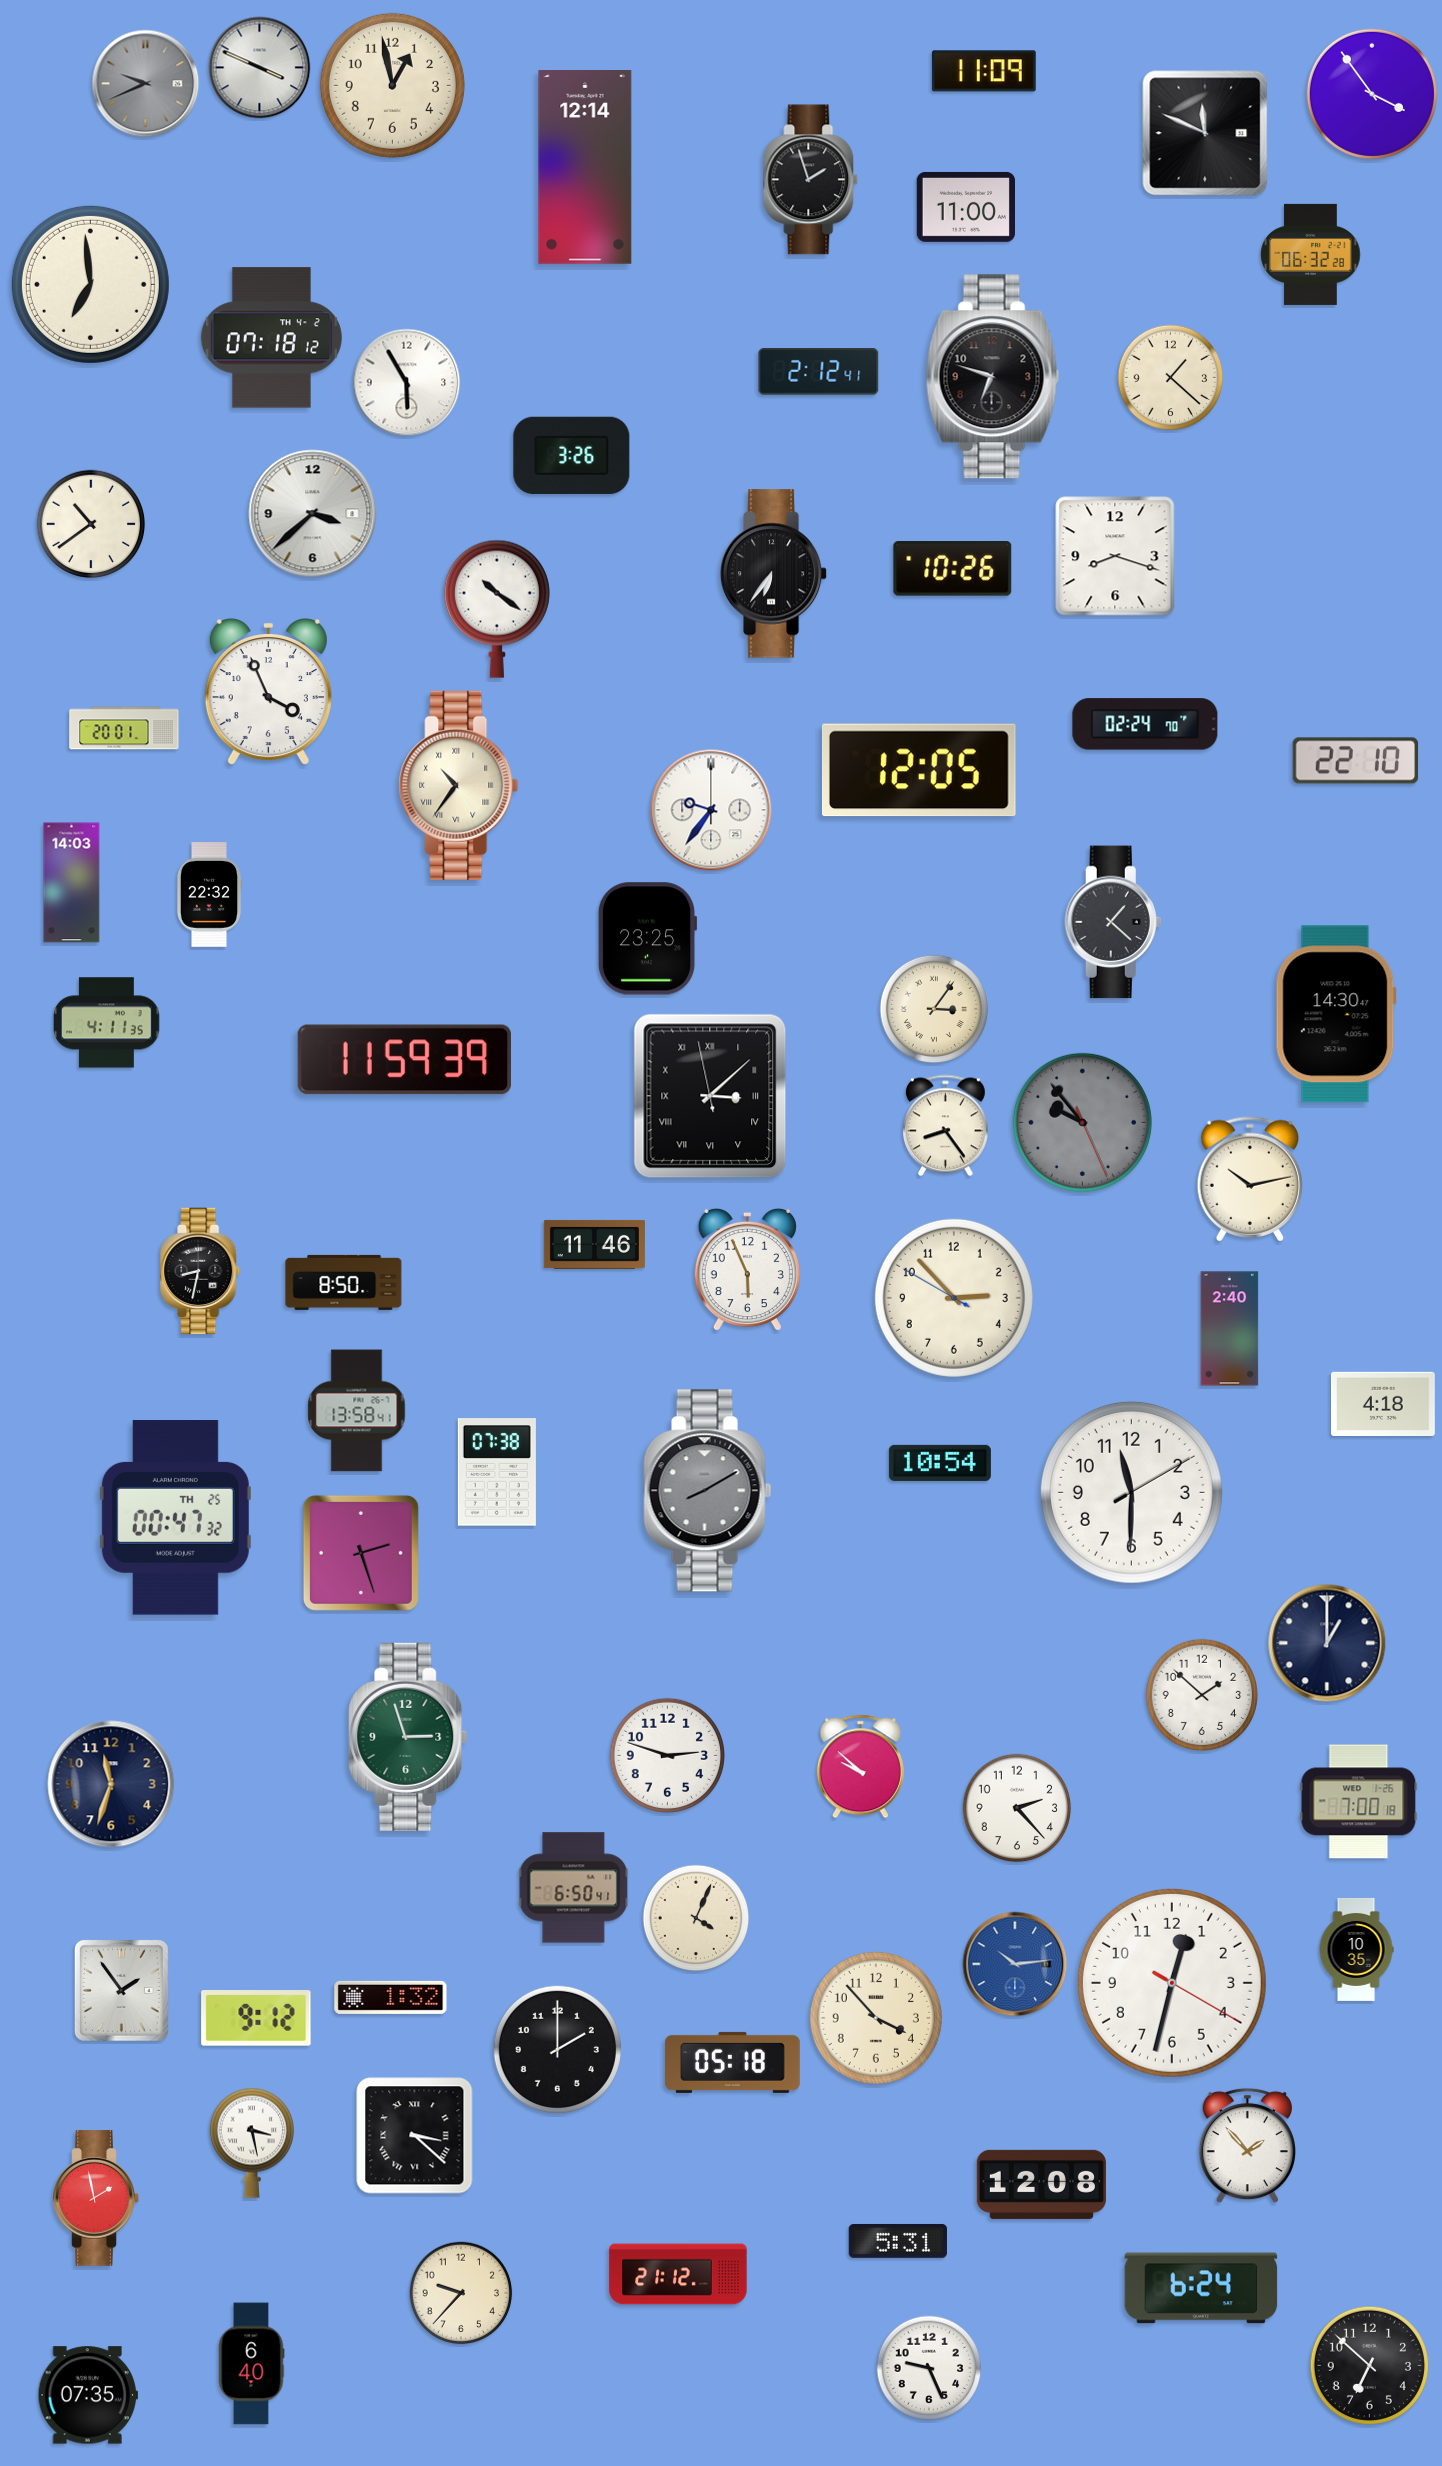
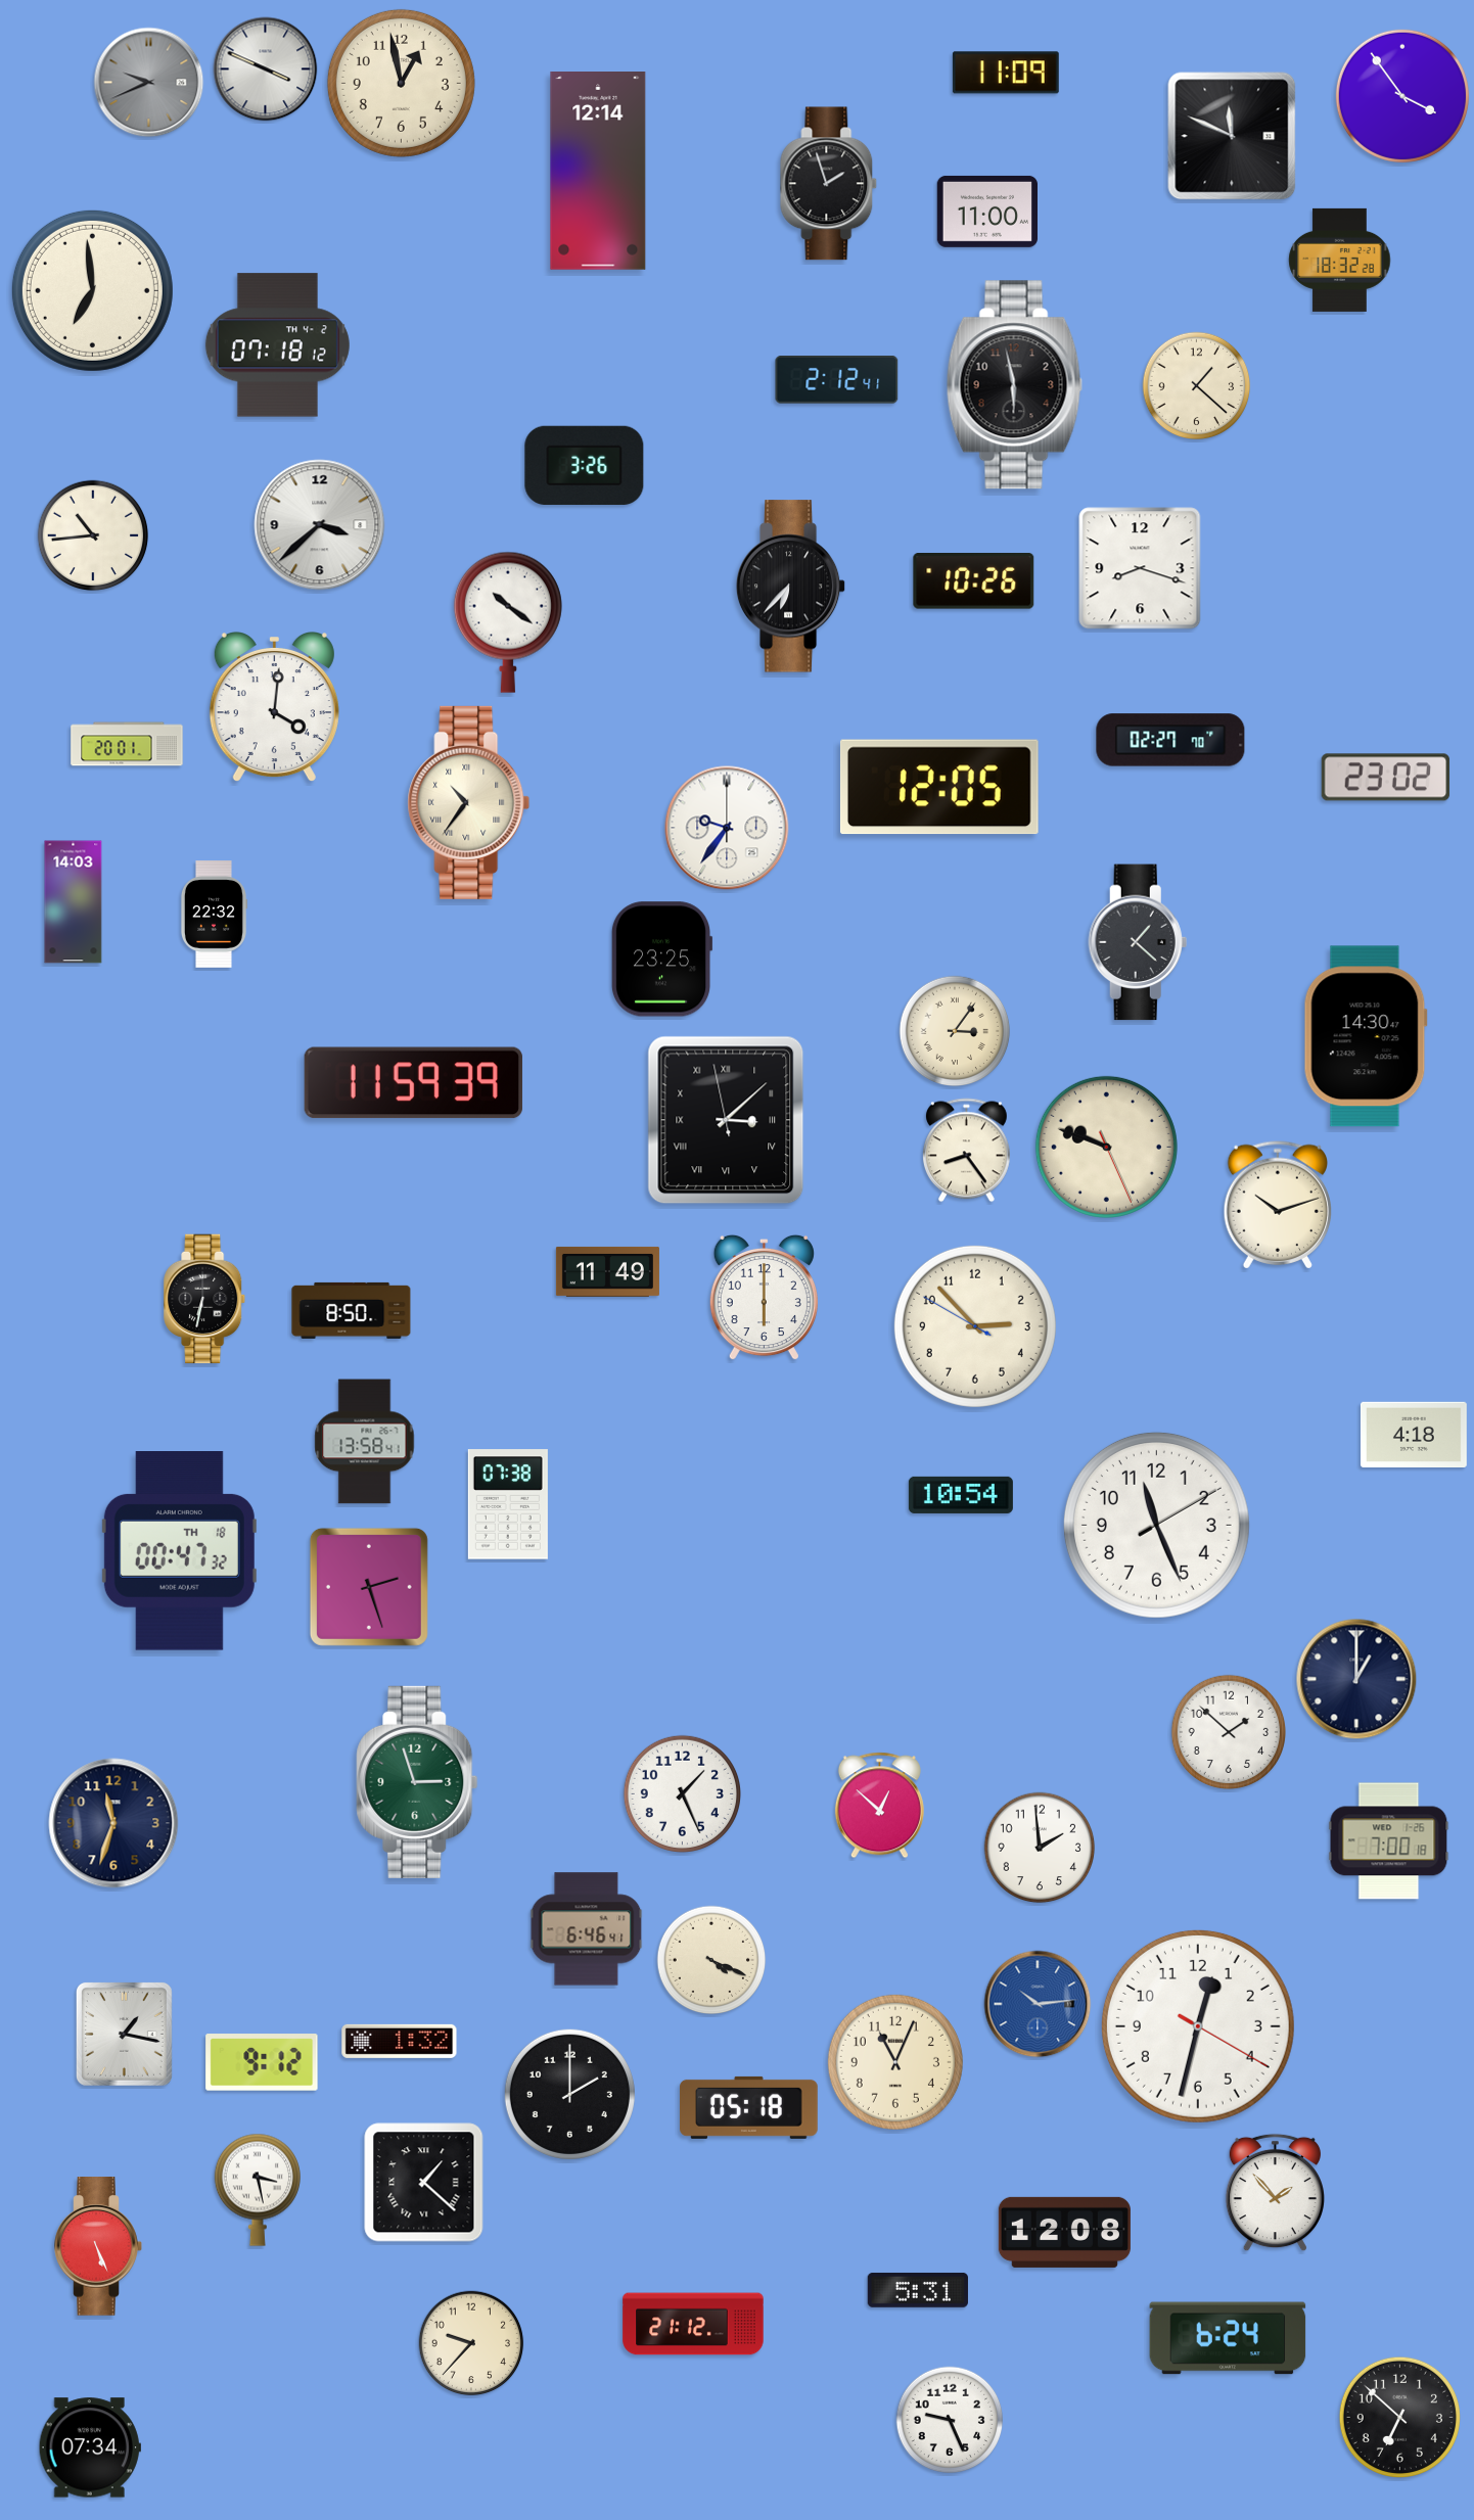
clock at (146, 84) position: (146, 84) -> (149, 83)
clock at (392, 85) position: (392, 85) -> (401, 83)
clock at (1311, 254): 06:32 -> 18:32
clock at (992, 377): 6:48 -> 5:58
clock at (407, 383): 5:55 -> none
clock at (91, 524): 10:39 -> 10:44
clock at (774, 574): 6:36 -> 6:37
clock at (268, 693): 3:56 -> 4:01
clock at (1145, 724): 02:24 -> 02:27
clock at (1356, 761): 22:10 -> 23:02
clock at (107, 1023): 4:11 -> none
clock at (1082, 1122): 9:53 -> 9:48
clock at (1082, 1122) dial: grey -> cream
clock at (1249, 1179): 10:13 -> 10:12
clock at (594, 1244): 11:46 -> 11:49
clock at (747, 1270): 5:56 -> 6:00
clock at (201, 1271): 8:32 -> 6:32
clock at (1230, 1329): 2:40 -> none
clock at (708, 1491): 8:10 -> none
clock at (1131, 1492): 11:30 -> 11:26
clock at (175, 1518) date: TH 25 -> TH 18
clock at (408, 1737) position: (408, 1737) -> (417, 1782)
clock at (667, 1755): 2:48 -> 1:26
clock at (860, 1767): 9:52 -> 12:52
clock at (1017, 1808): 2:23 -> 1:59
clock at (574, 1888): 6:50 -> 6:46
clock at (696, 1918): 4:04 -> 4:19
clock at (1356, 1949): 10:35 -> none
clock at (1015, 1964) position: (1015, 1964) -> (1038, 2004)
clock at (121, 1990): 1:54 -> 1:17
clock at (876, 2018): 3:53 -> 11:04
clock at (415, 2136): 3:22 -> 1:22
clock at (96, 2198): 1:58 -> 5:26
clock at (251, 2364): 6:40 -> none
clock at (88, 2395): 07:35 -> 07:34
